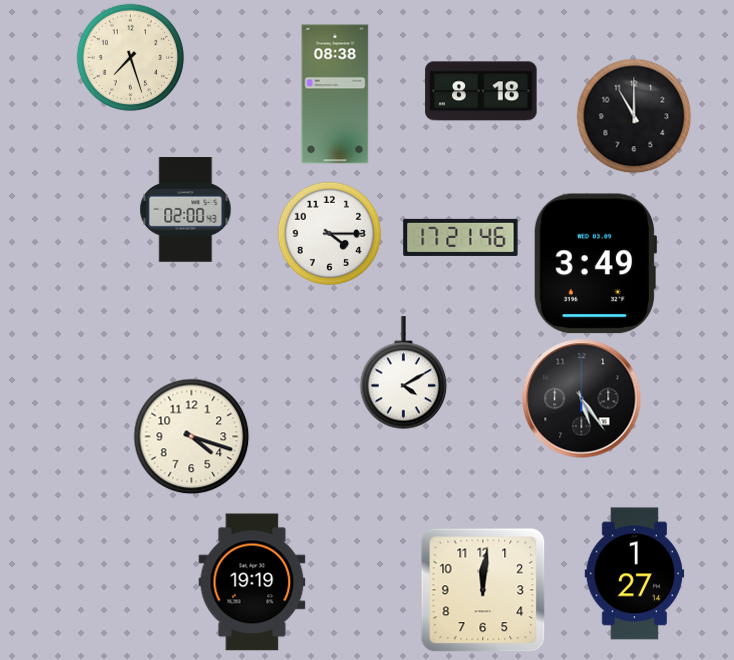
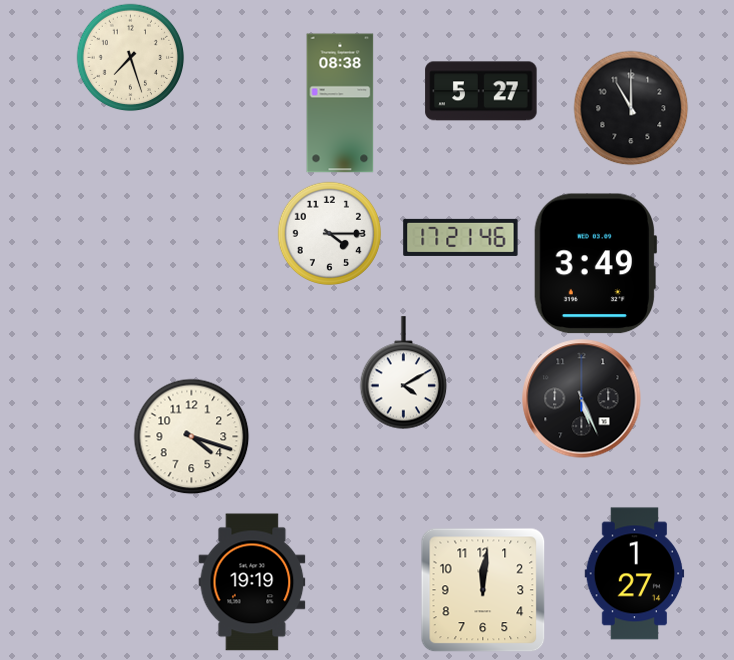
clock at (481, 91): 8:18 -> 5:27
clock at (335, 94) position: (335, 94) -> (340, 103)
clock at (634, 116) position: (634, 116) -> (631, 108)
clock at (186, 210): 02:00 -> none
clock at (582, 399): 5:24 -> 5:26
